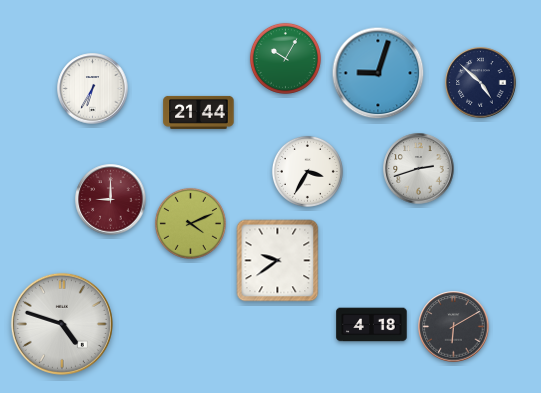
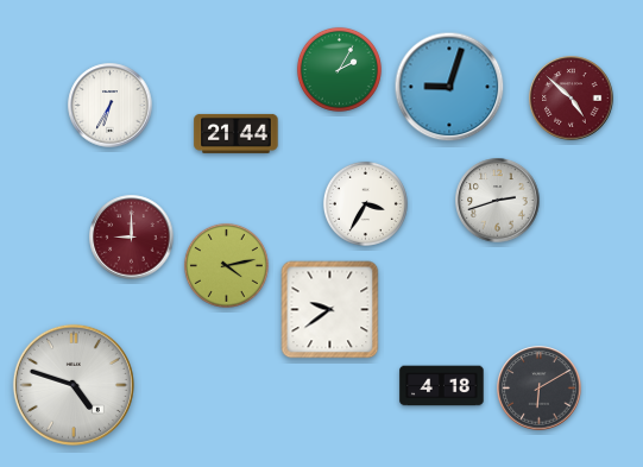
clock at (285, 58): 10:05 -> 2:05
clock at (481, 83) dial: navy -> burgundy
clock at (190, 223): 4:11 -> 4:13
